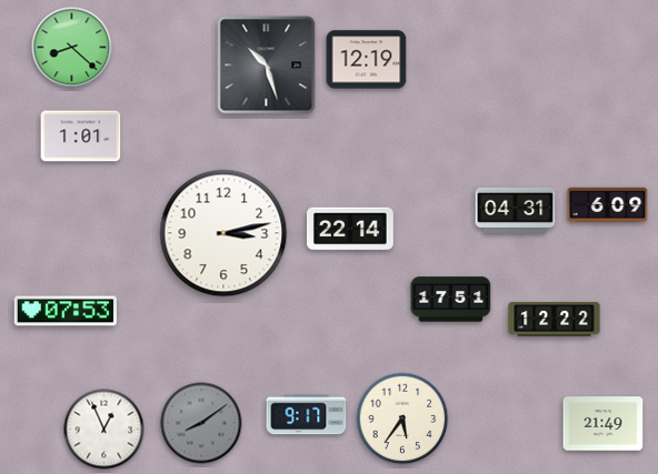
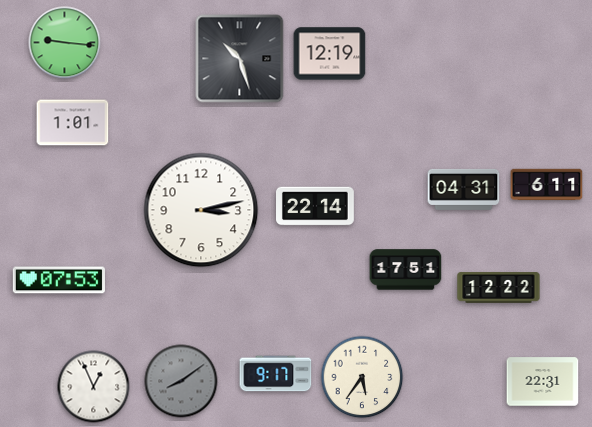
clock at (72, 48): 8:22 -> 9:16
clock at (608, 205): 6:09 -> 6:11
clock at (604, 424): 21:49 -> 22:31
